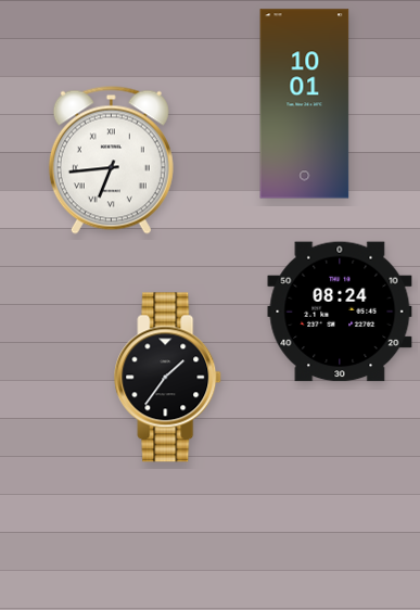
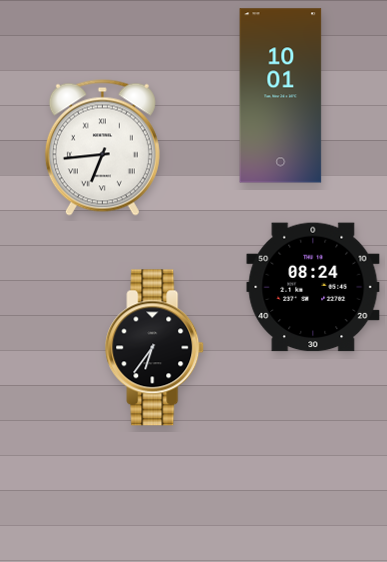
clock at (168, 378): 1:36 -> 6:36
